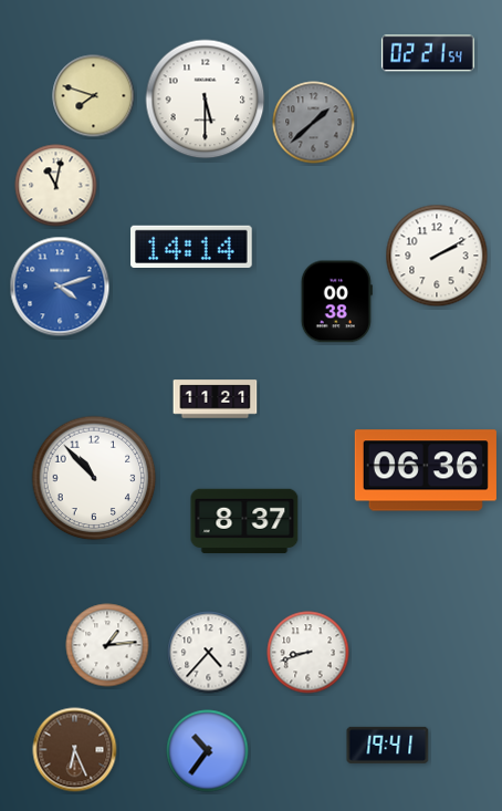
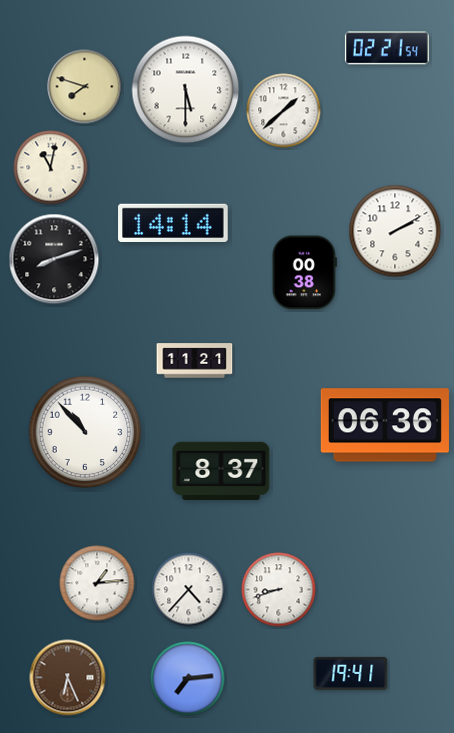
clock at (314, 123) dial: grey -> white
clock at (60, 287): 4:12 -> 8:12
clock at (60, 287) dial: blue -> black
clock at (208, 751): 10:36 -> 7:14
